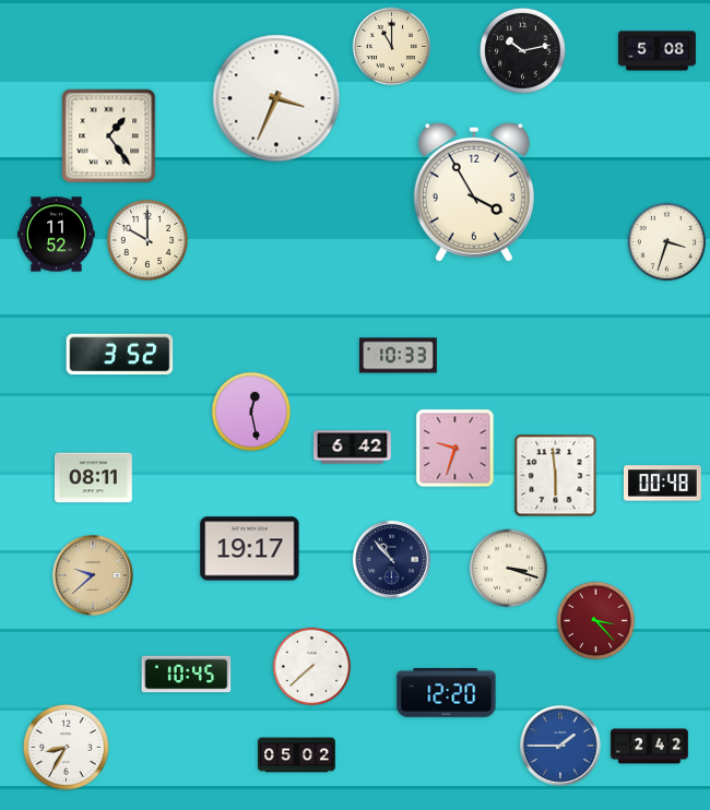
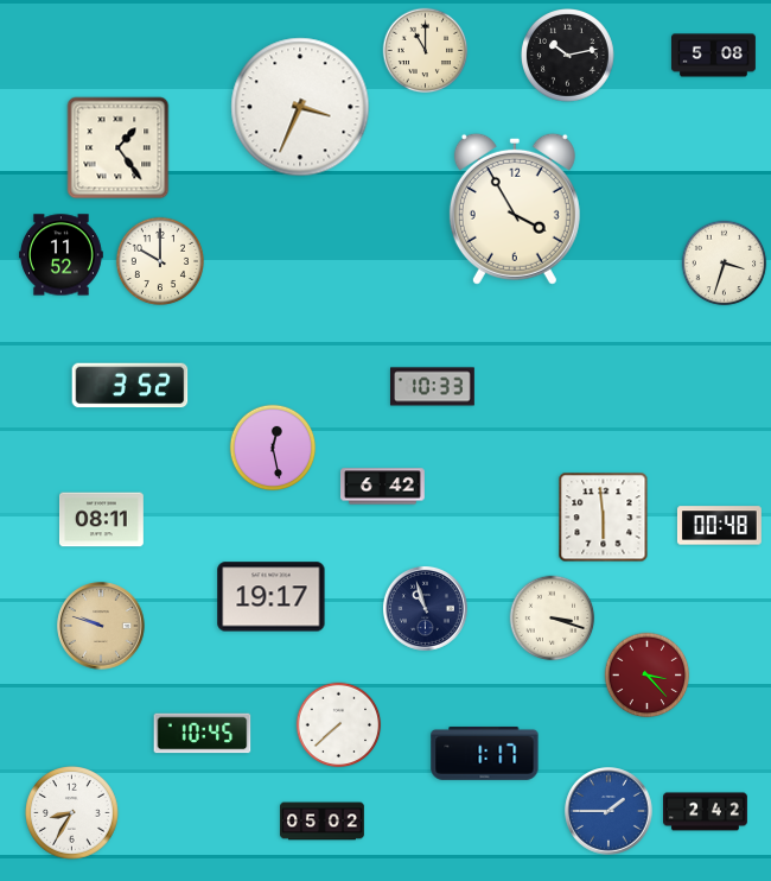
clock at (455, 449): 9:33 -> none
clock at (392, 560): 10:53 -> 10:57
clock at (93, 575): 9:38 -> 9:48
clock at (447, 692): 12:20 -> 1:17
